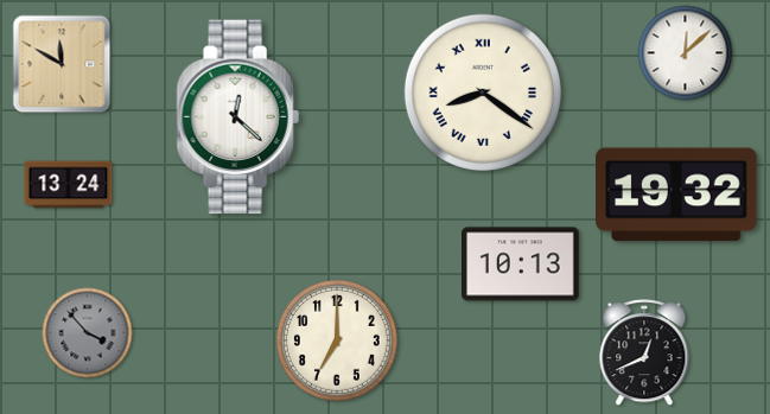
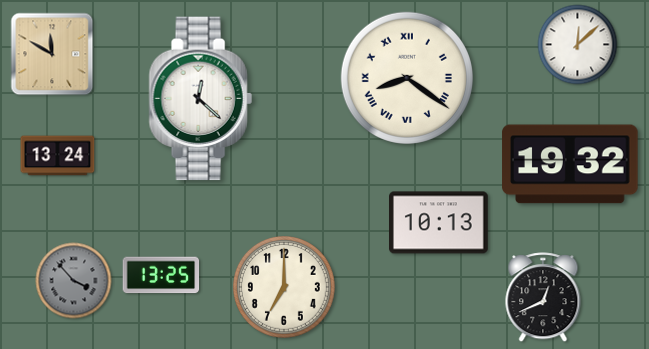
clock at (161, 275): none -> 13:25
